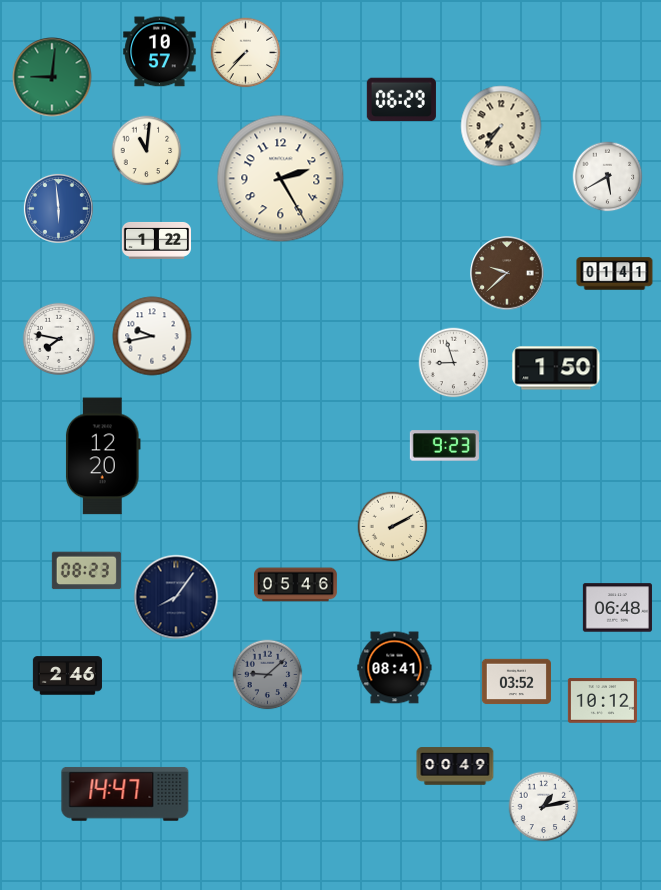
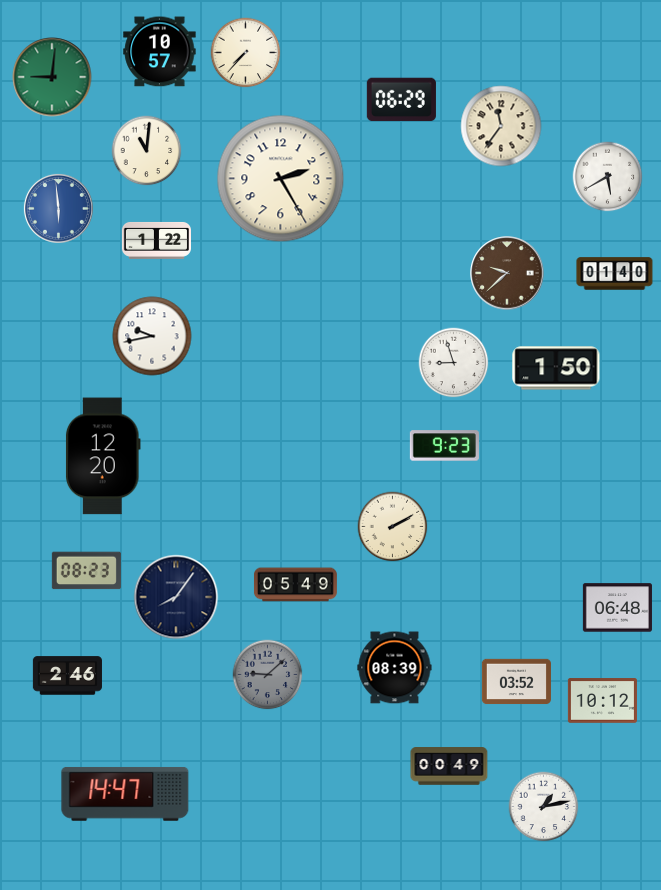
clock at (501, 126): 7:36 -> 11:36
clock at (615, 274): 01:41 -> 01:40
clock at (58, 338): 7:47 -> none
clock at (295, 585): 05:46 -> 05:49
clock at (395, 668): 08:41 -> 08:39
clock at (455, 766) position: (455, 766) -> (449, 766)
